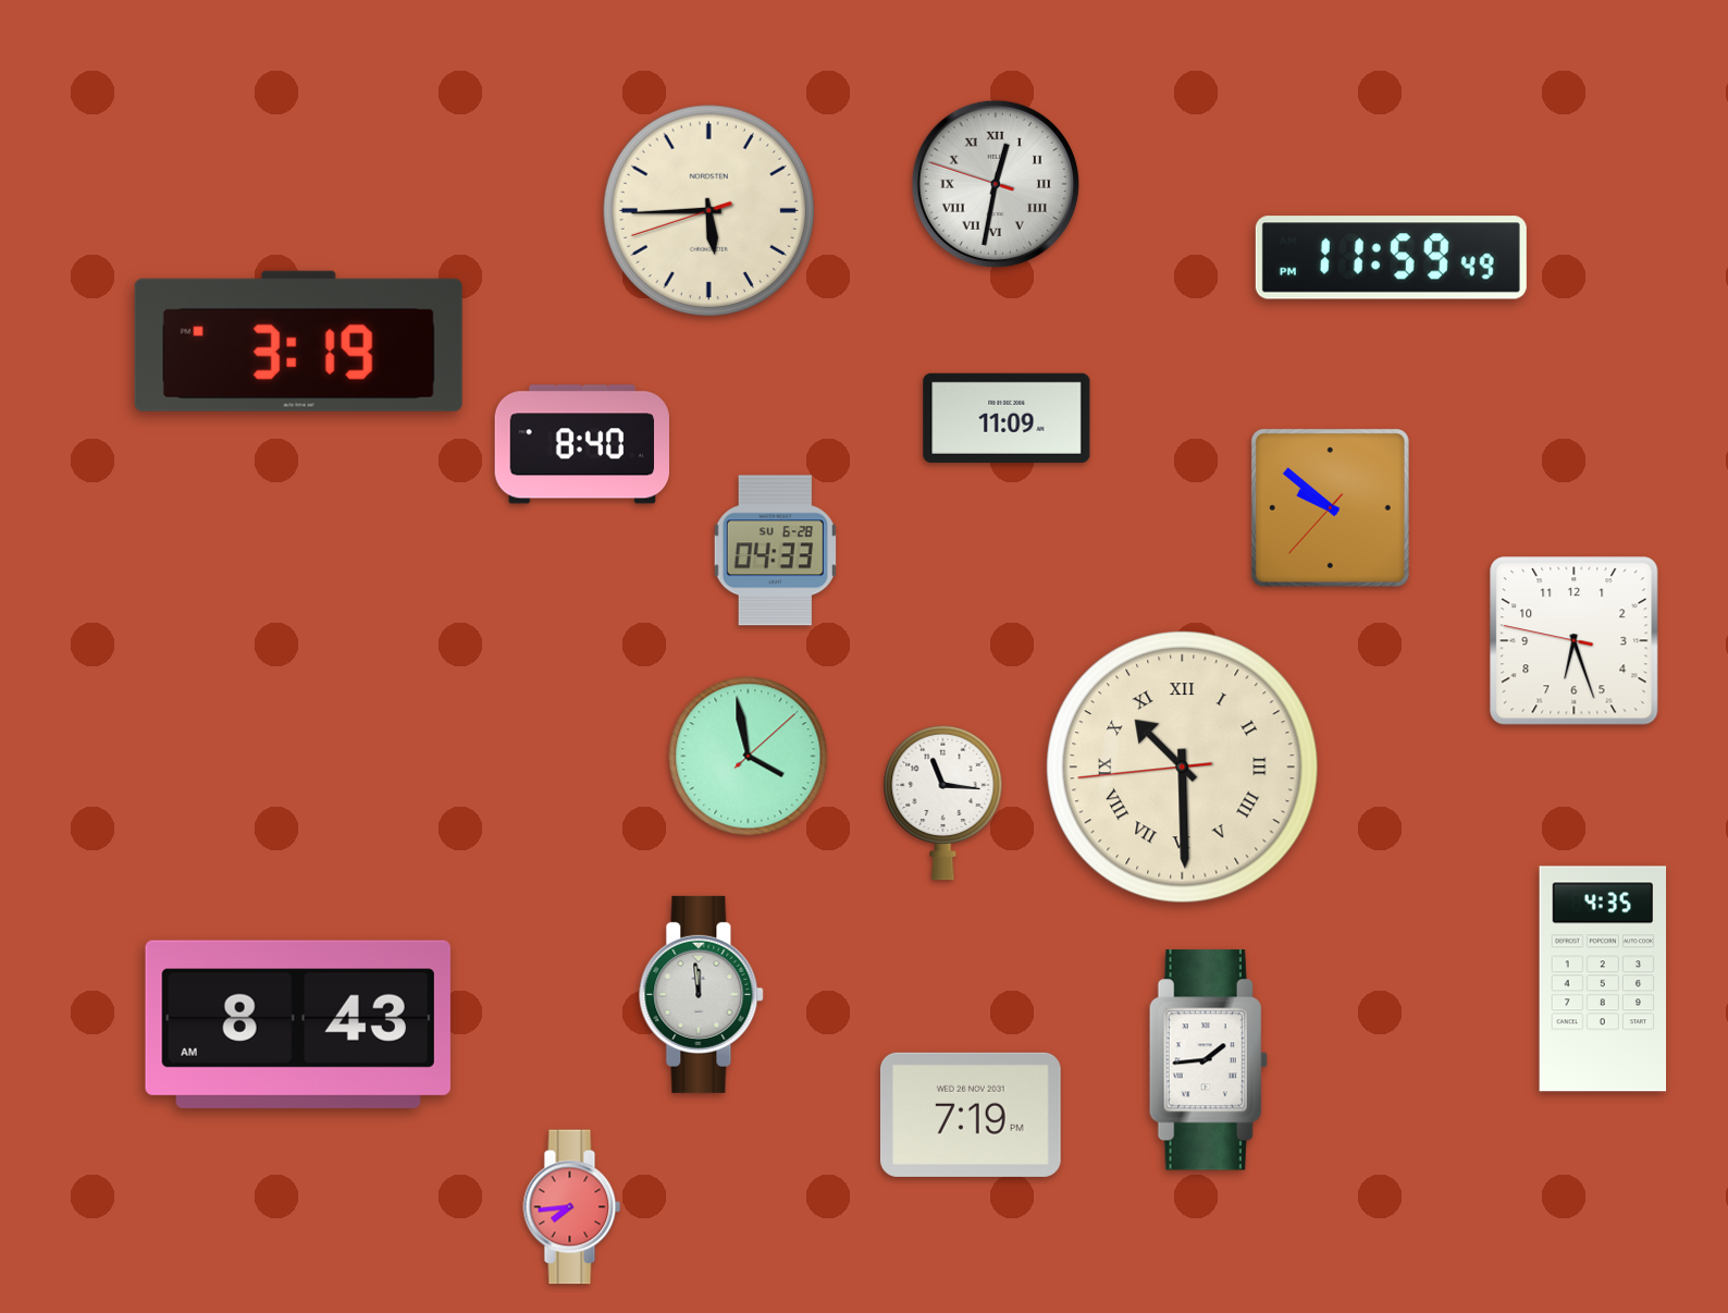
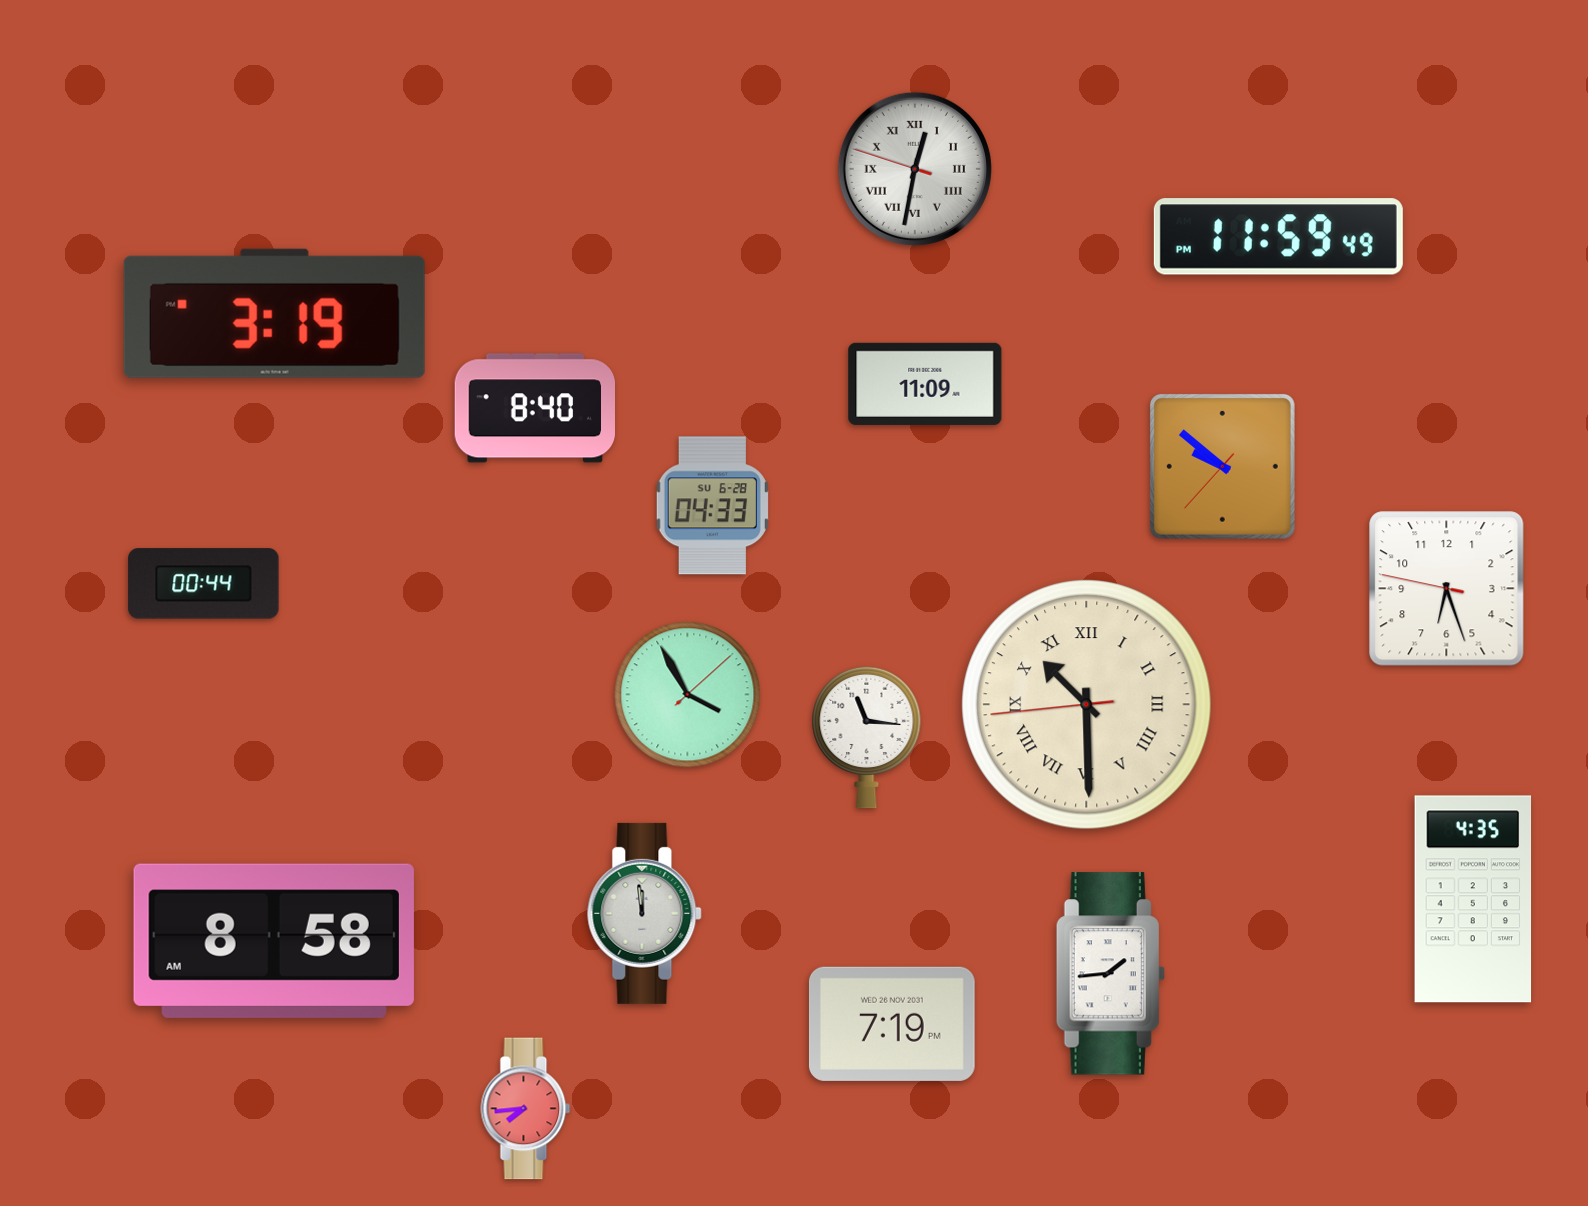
clock at (709, 211): 5:44 -> none
clock at (204, 584): none -> 00:44
clock at (749, 757): 3:58 -> 3:55
clock at (298, 1024): 8:43 -> 8:58
